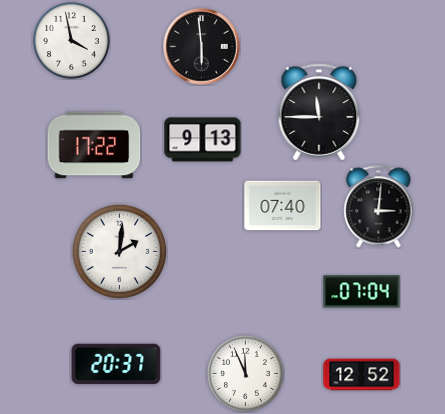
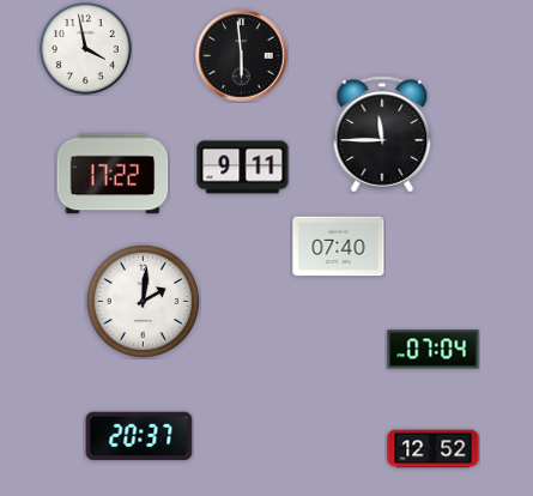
clock at (203, 140): 9:13 -> 9:11
clock at (379, 207): 3:01 -> none
clock at (245, 373): 11:56 -> none
